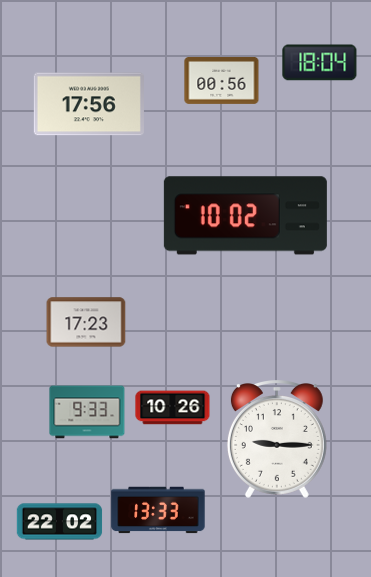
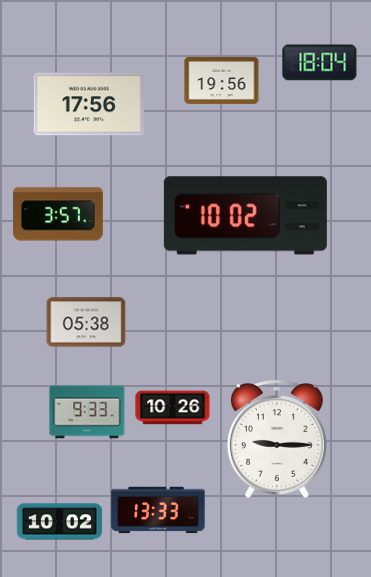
clock at (222, 80): 00:56 -> 19:56
clock at (58, 214): none -> 3:57
clock at (86, 322): 17:23 -> 05:38
clock at (60, 522): 22:02 -> 10:02
